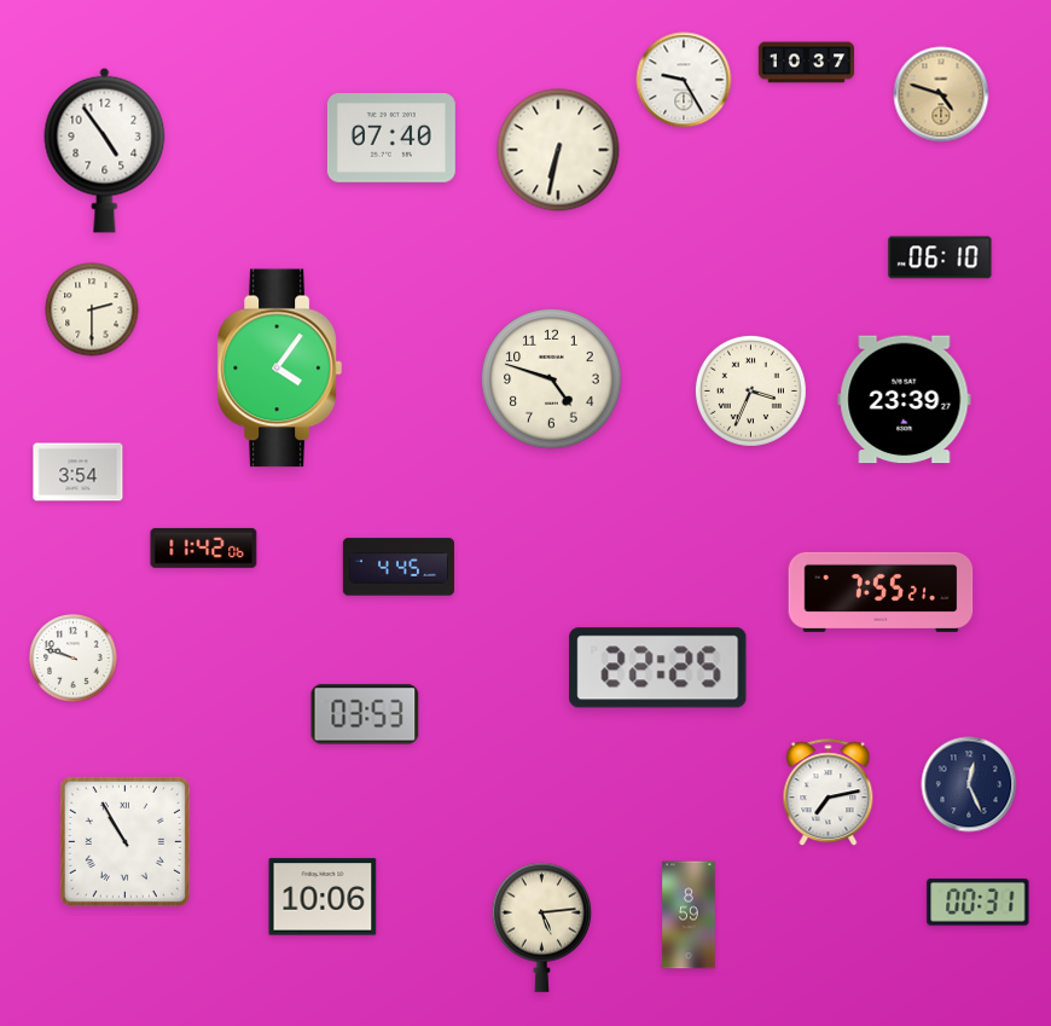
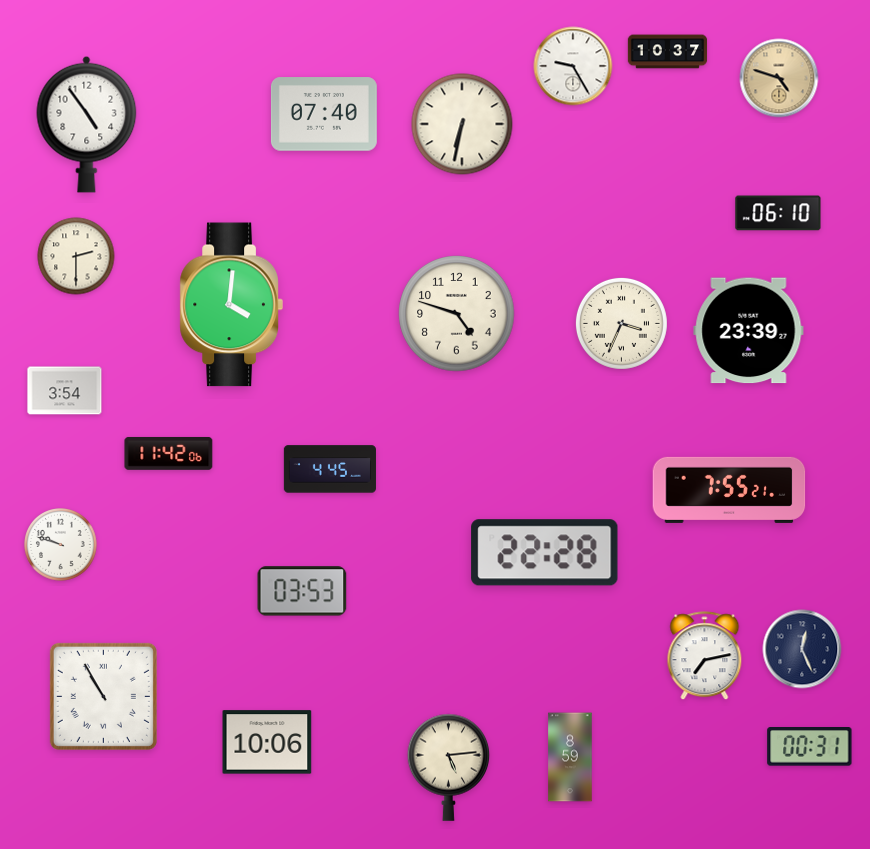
clock at (684, 80) position: (684, 80) -> (573, 66)
clock at (279, 369): 4:06 -> 4:01
clock at (658, 668): 22:25 -> 22:28
clock at (829, 793) position: (829, 793) -> (705, 656)
